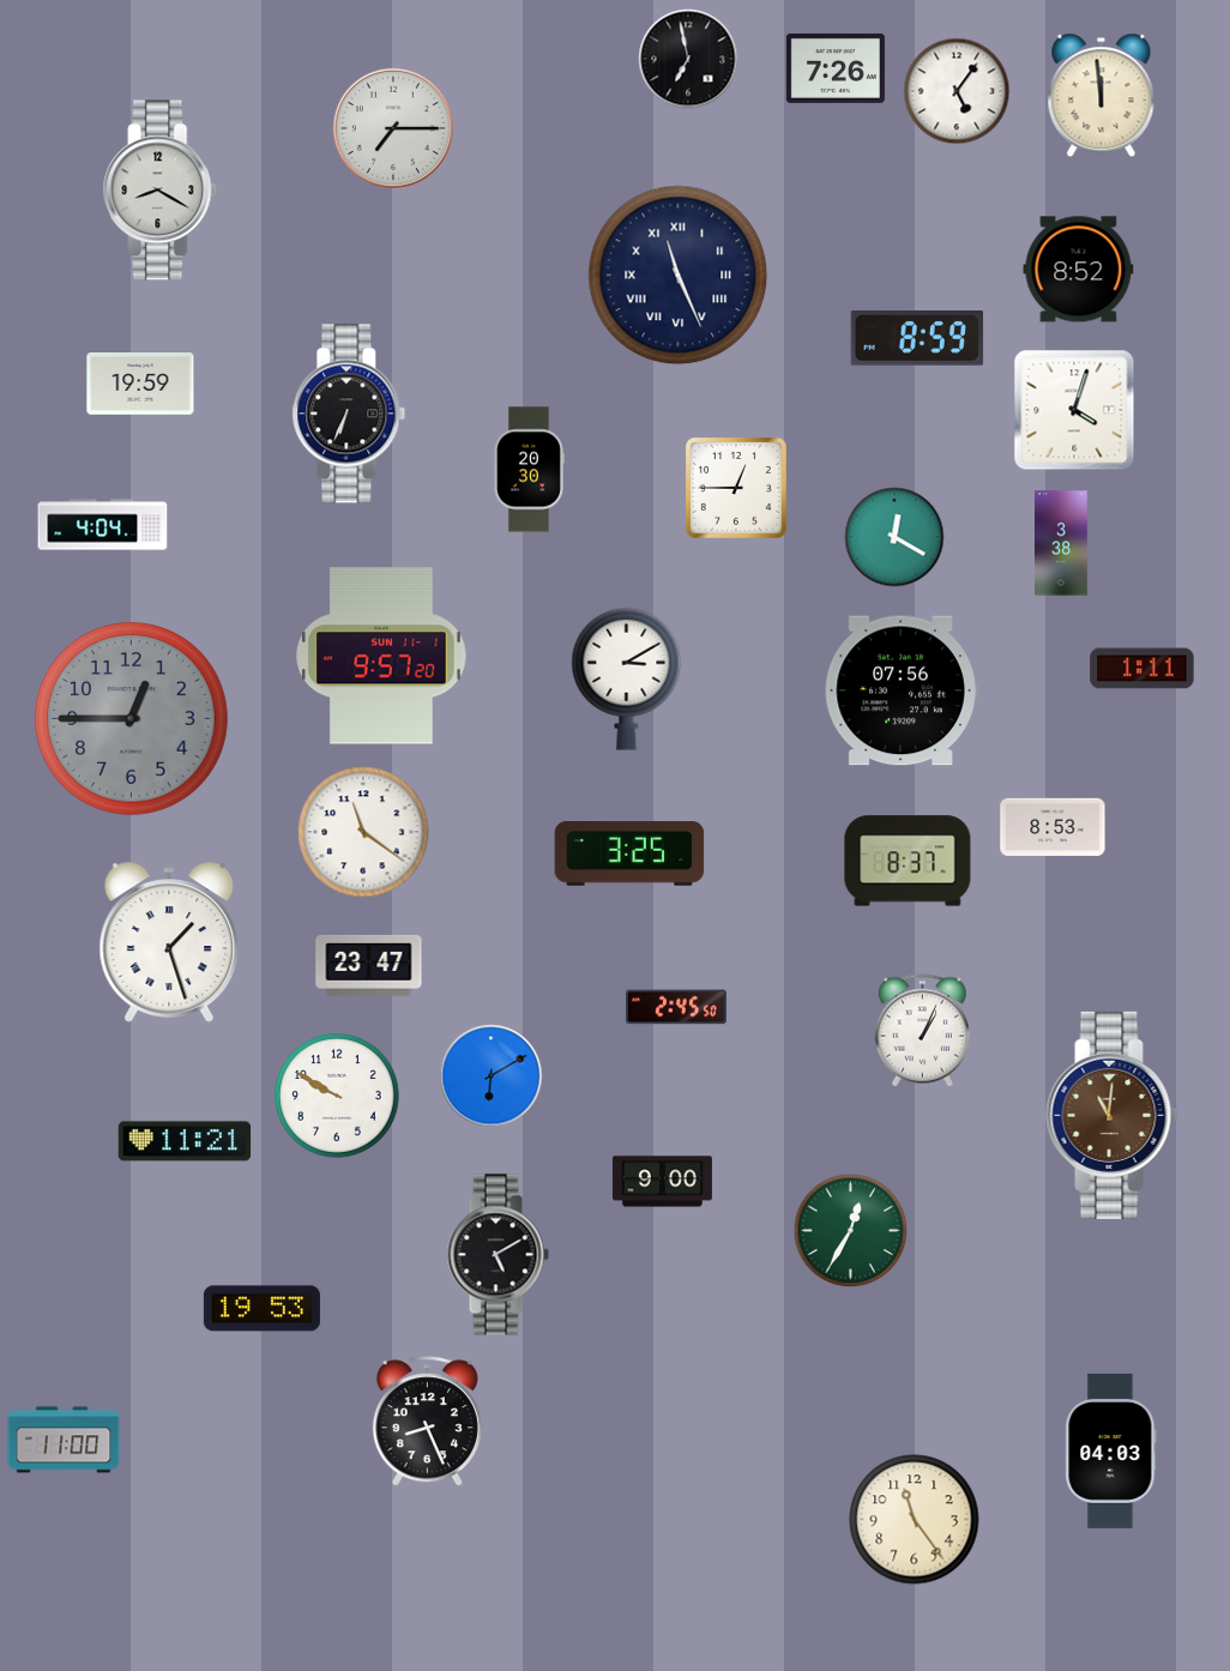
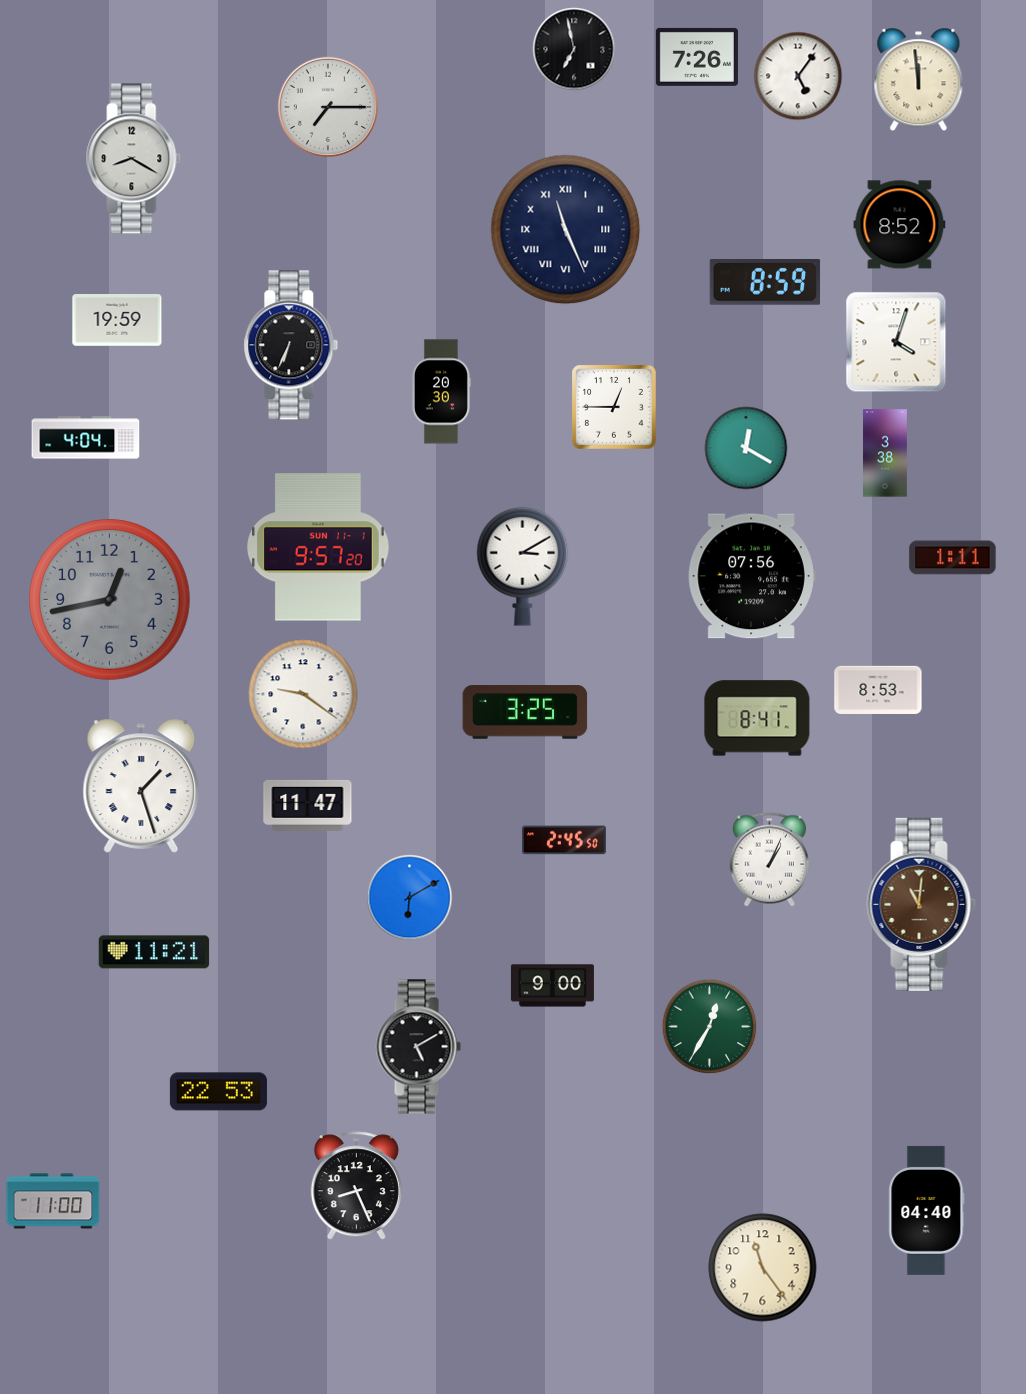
clock at (132, 719): 12:45 -> 12:43
clock at (363, 832): 11:21 -> 9:21
clock at (908, 861): 8:37 -> 8:41
clock at (369, 965): 23:47 -> 11:47
clock at (337, 1096): 9:50 -> none
clock at (1113, 1115) position: (1113, 1115) -> (922, 904)
clock at (498, 1255) position: (498, 1255) -> (418, 1047)
clock at (261, 1309): 19:53 -> 22:53
clock at (1111, 1450): 04:03 -> 04:40
